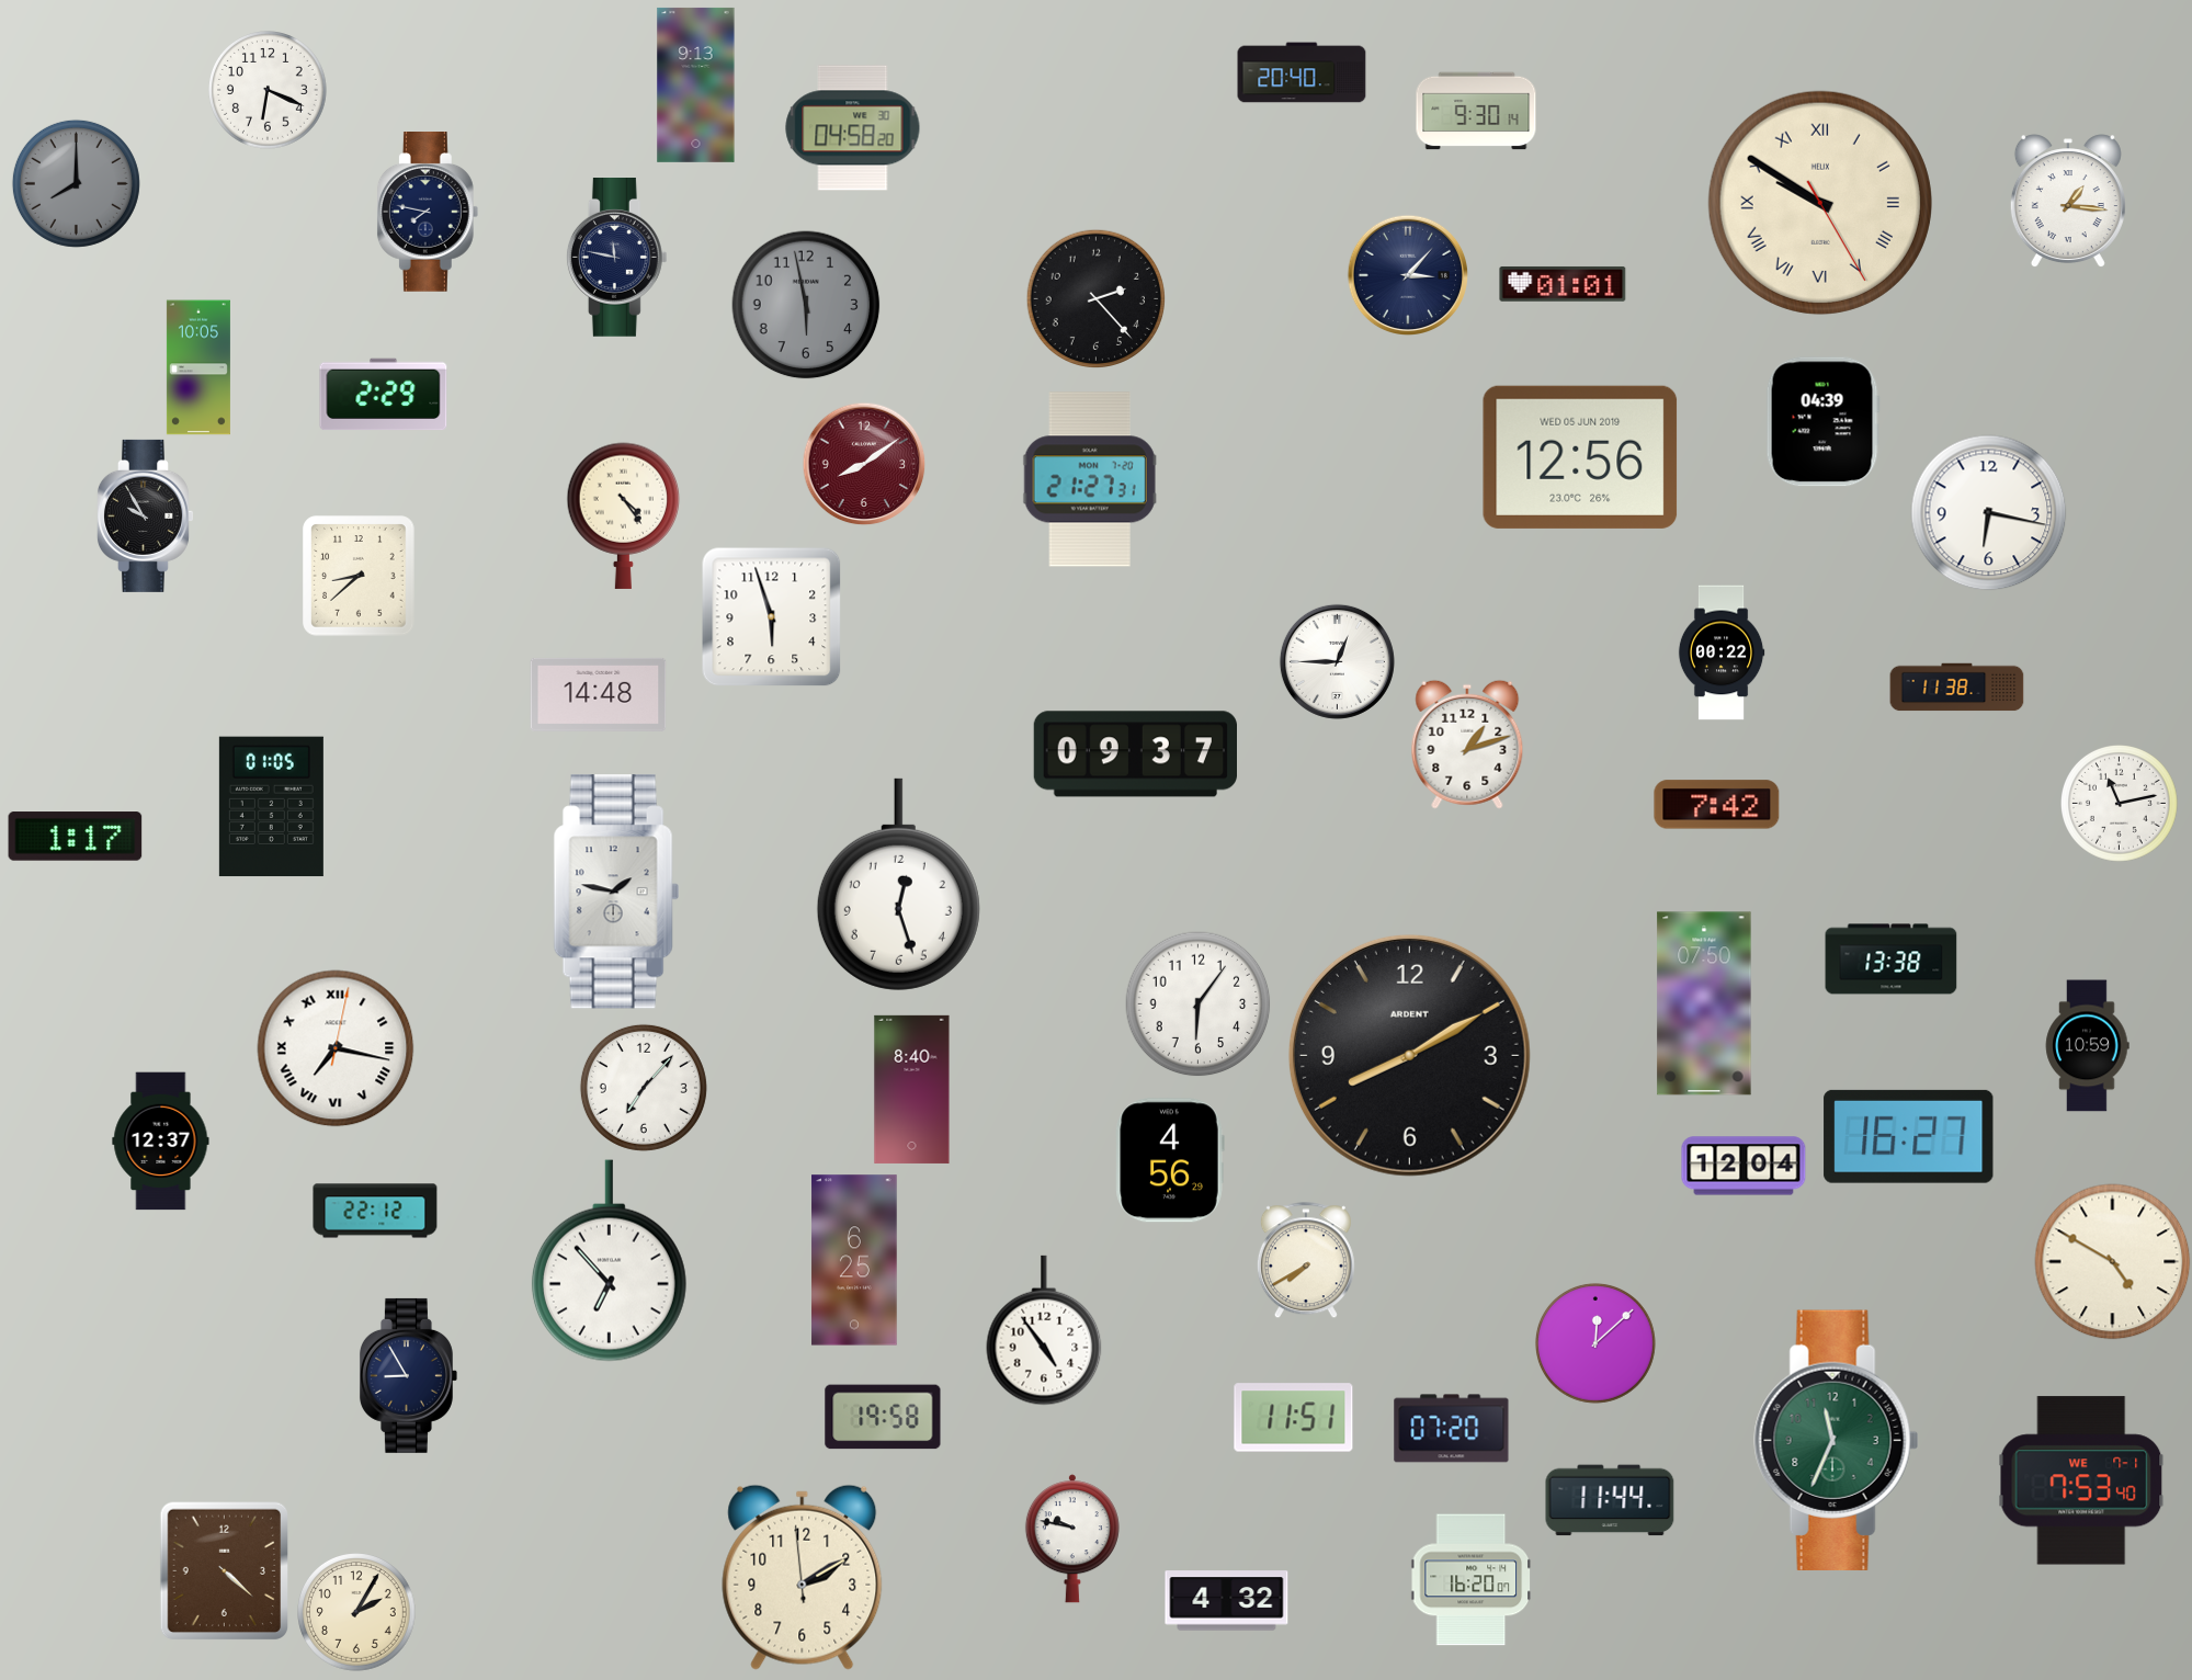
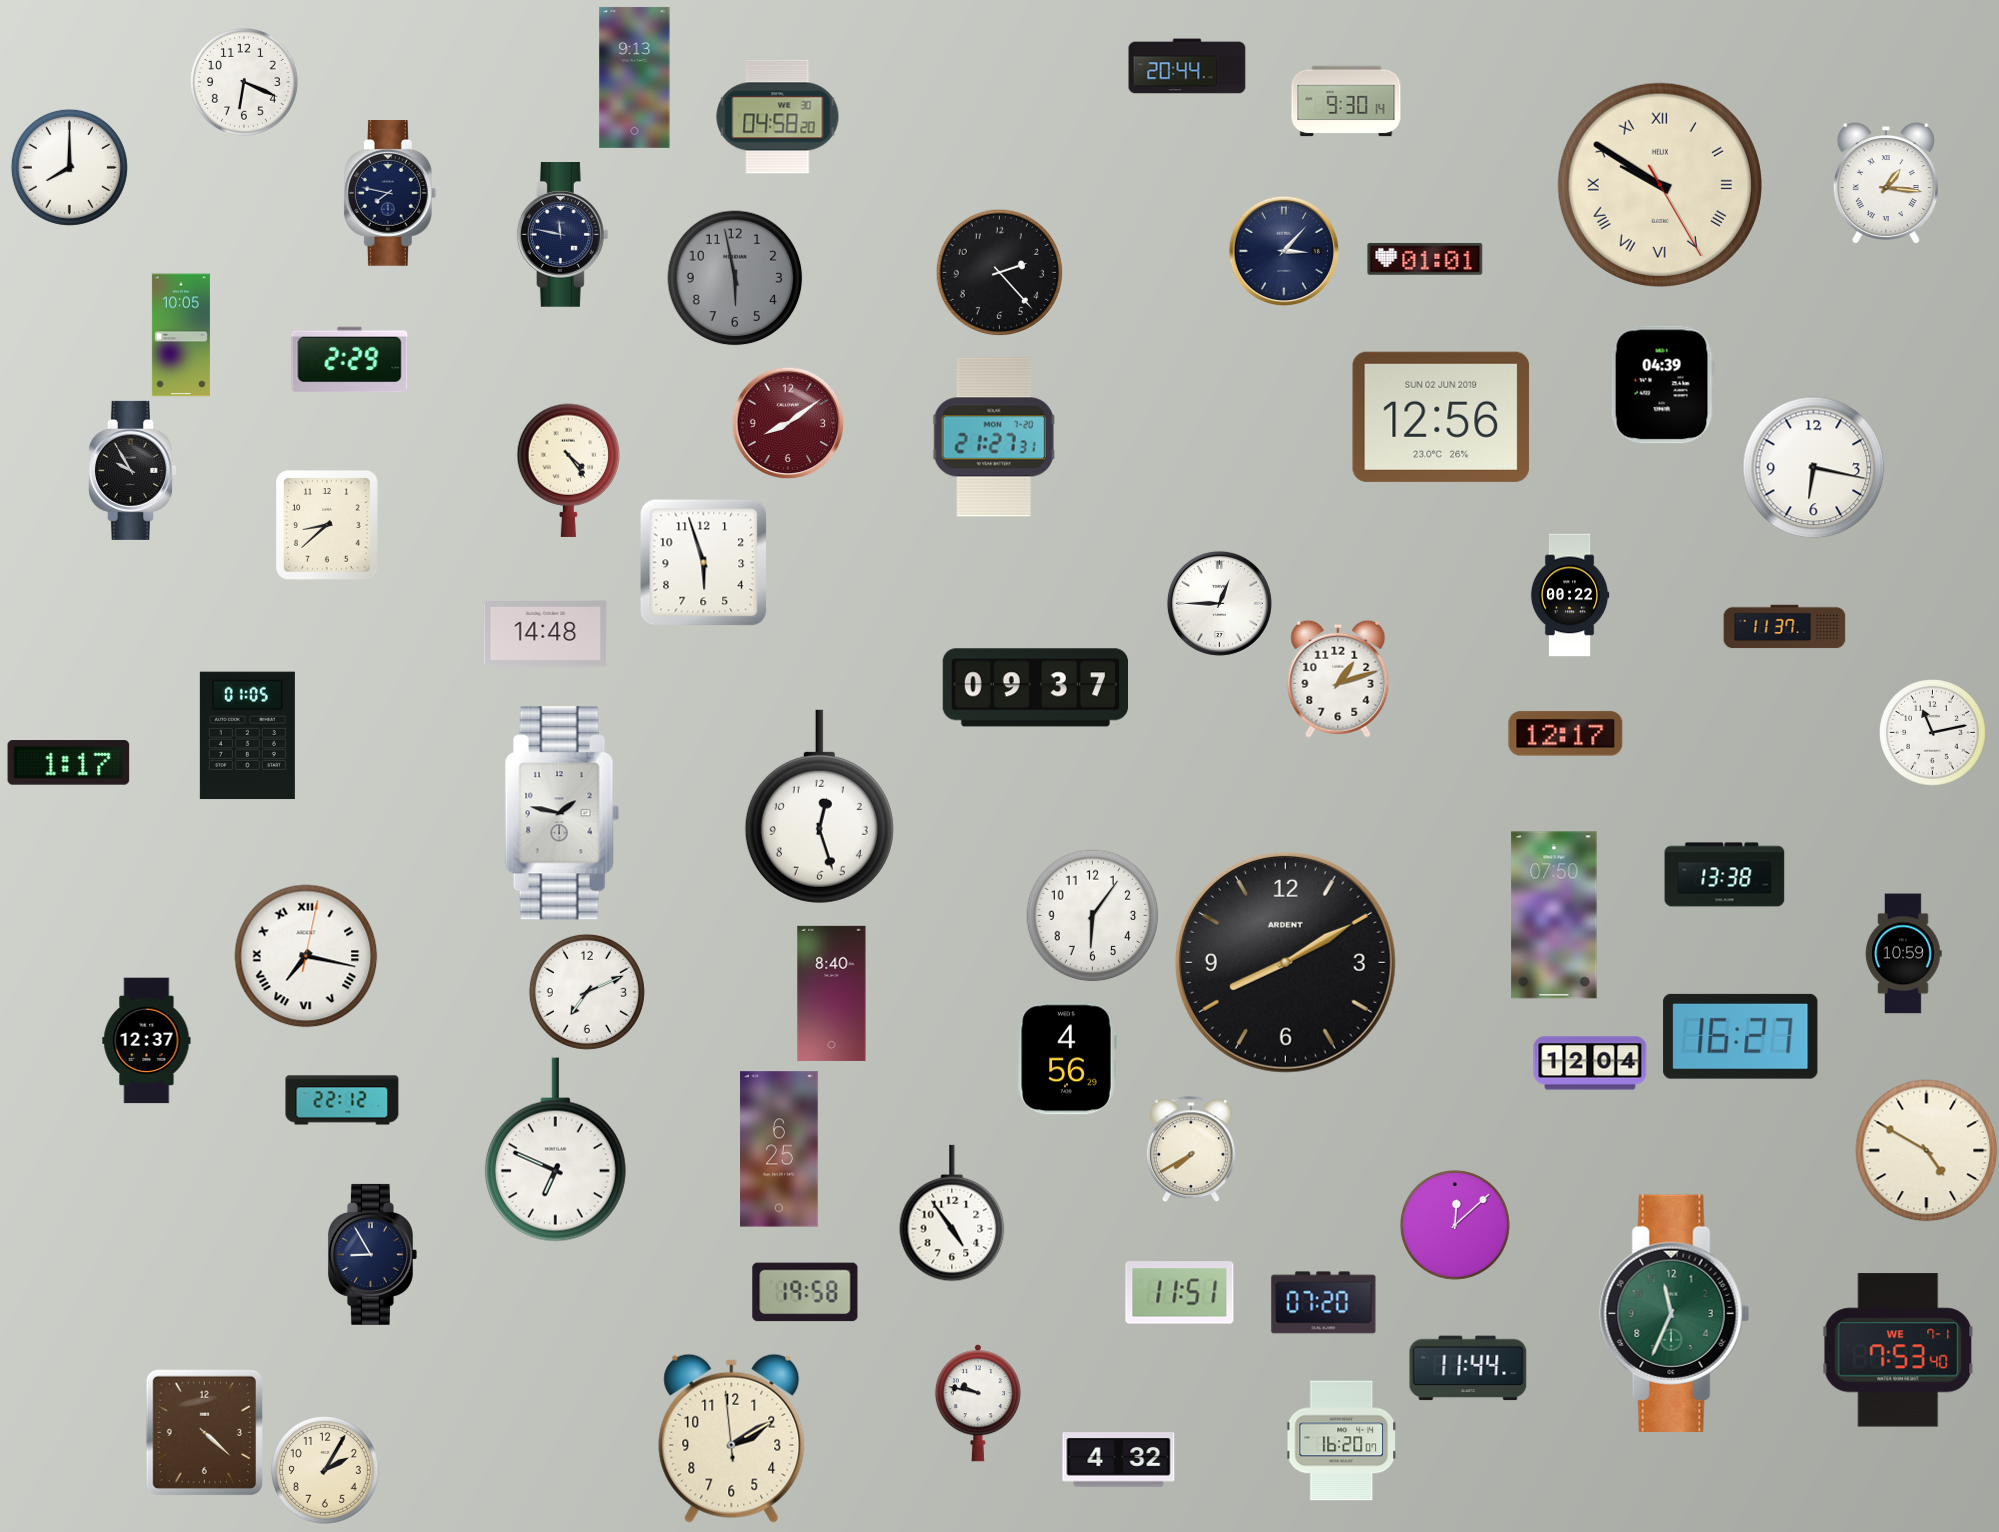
clock at (1302, 72): 20:40 -> 20:44
clock at (76, 183) dial: grey -> white
clock at (1580, 457) date: WED 05 JUN 2019 -> SUN 02 JUN 2019
clock at (1957, 688): 11:38 -> 11:37
clock at (1717, 805): 7:42 -> 12:17
clock at (644, 1088): 7:07 -> 7:11
clock at (375, 1211) position: (375, 1211) -> (342, 1100)
clock at (609, 1261): 6:53 -> 6:49
